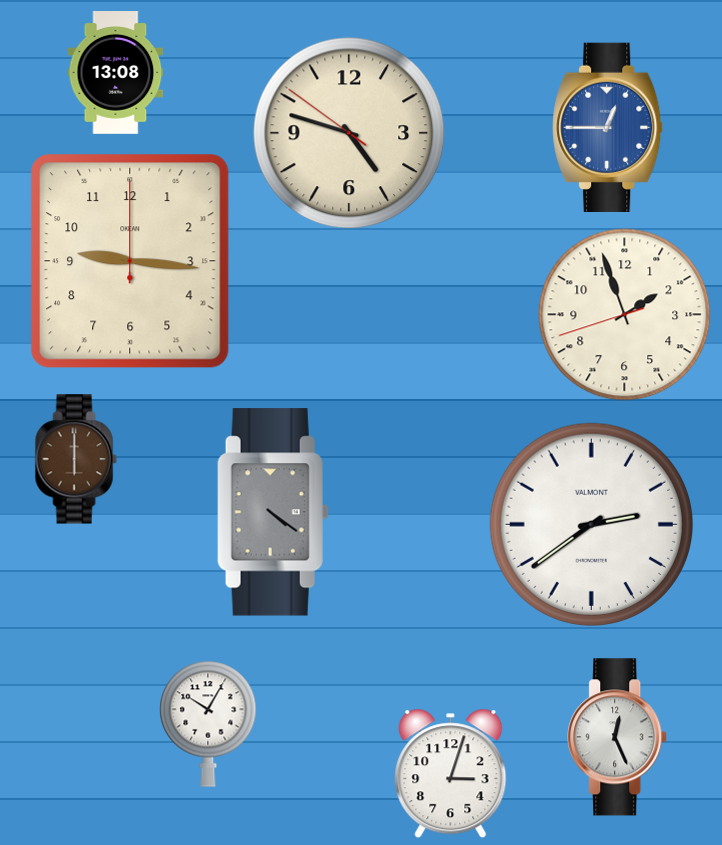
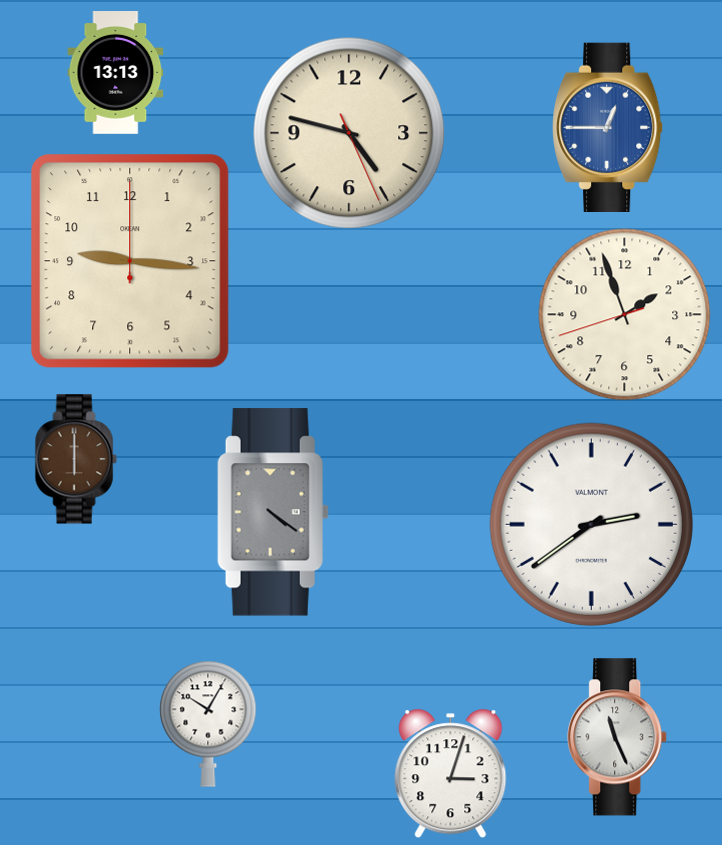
clock at (116, 73): 13:08 -> 13:13
clock at (349, 133): 4:47:51 -> 4:47:26
clock at (618, 737): 12:26 -> 11:26
